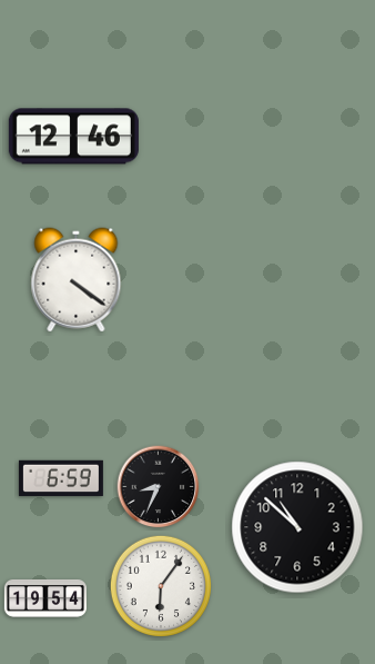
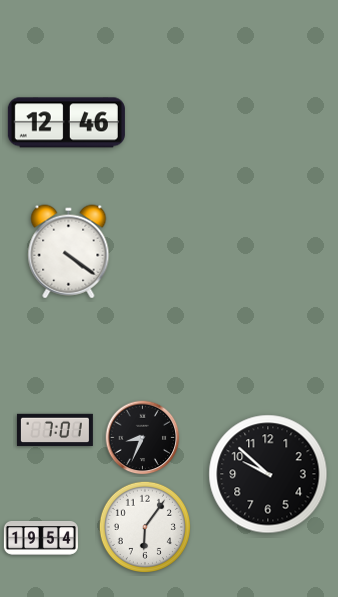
clock at (61, 478): 6:59 -> 7:01
clock at (297, 527): 10:52 -> 9:52
